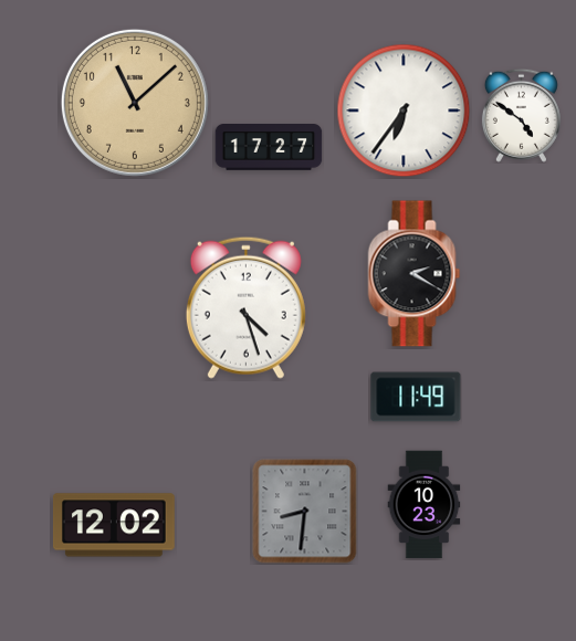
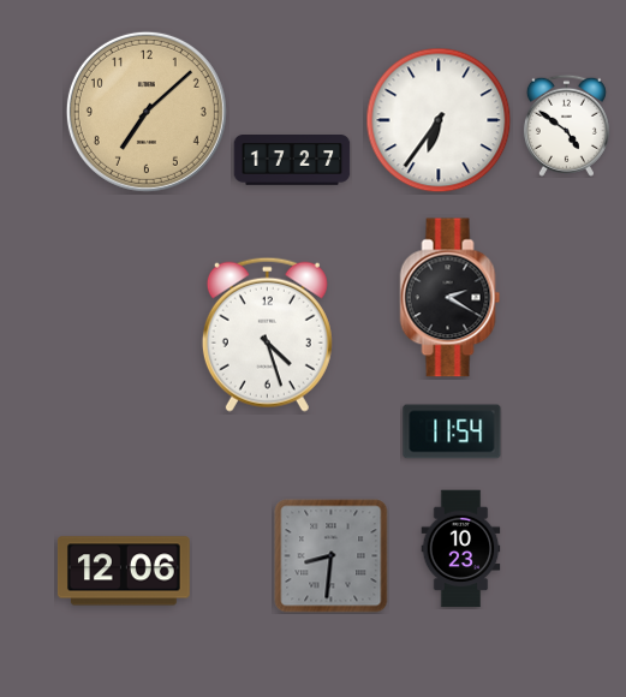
clock at (135, 103): 11:08 -> 7:08
clock at (416, 397): 11:49 -> 11:54
clock at (114, 525): 12:02 -> 12:06
